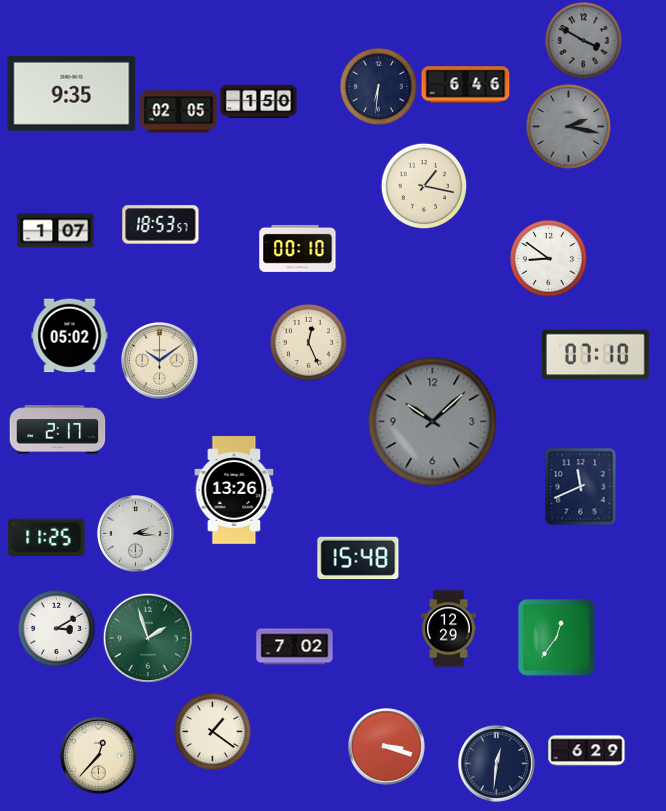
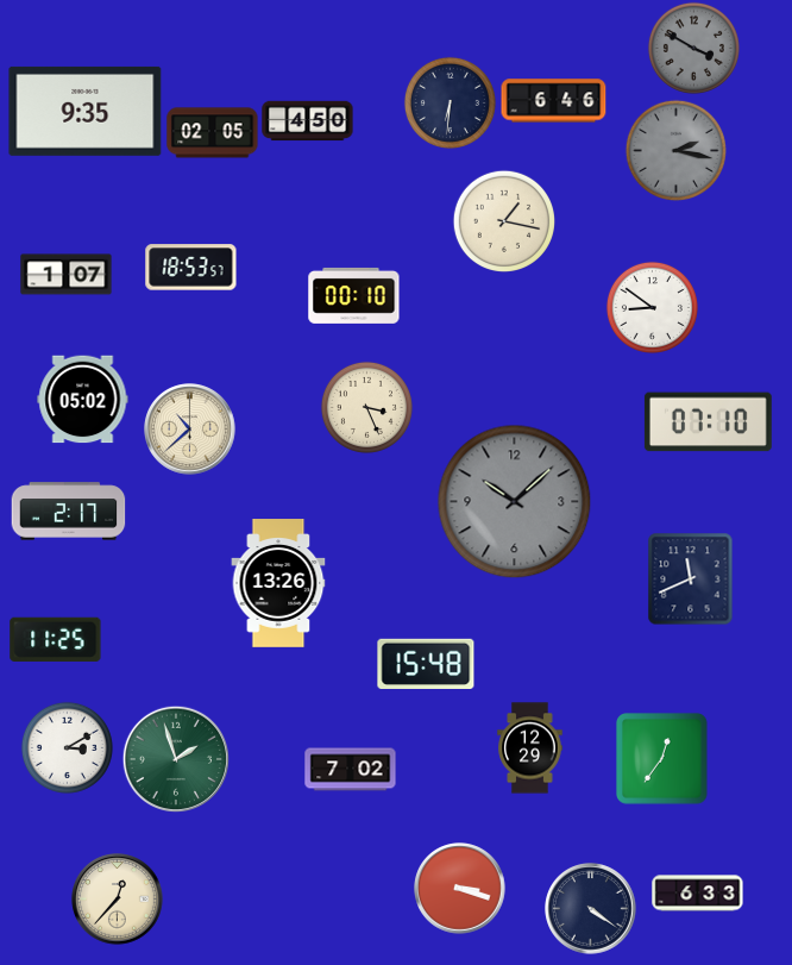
clock at (259, 102): 1:50 -> 4:50
clock at (308, 342): 12:26 -> 3:26
clock at (160, 361): 10:09 -> 10:38
clock at (136, 534): 2:16 -> none
clock at (449, 629) position: (449, 629) -> (530, 748)
clock at (212, 731): 1:21 -> none
clock at (587, 751): 6:29 -> 6:33
clock at (497, 764): 12:31 -> 4:21
